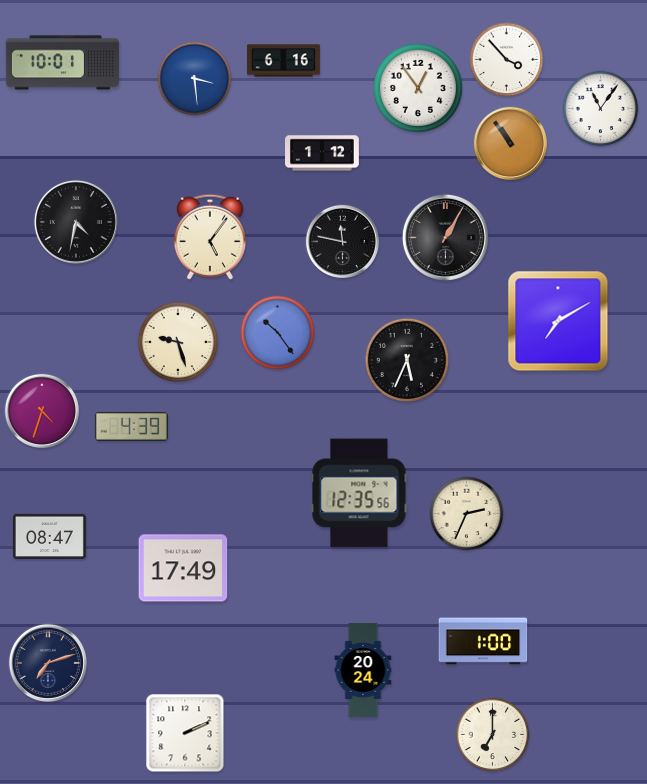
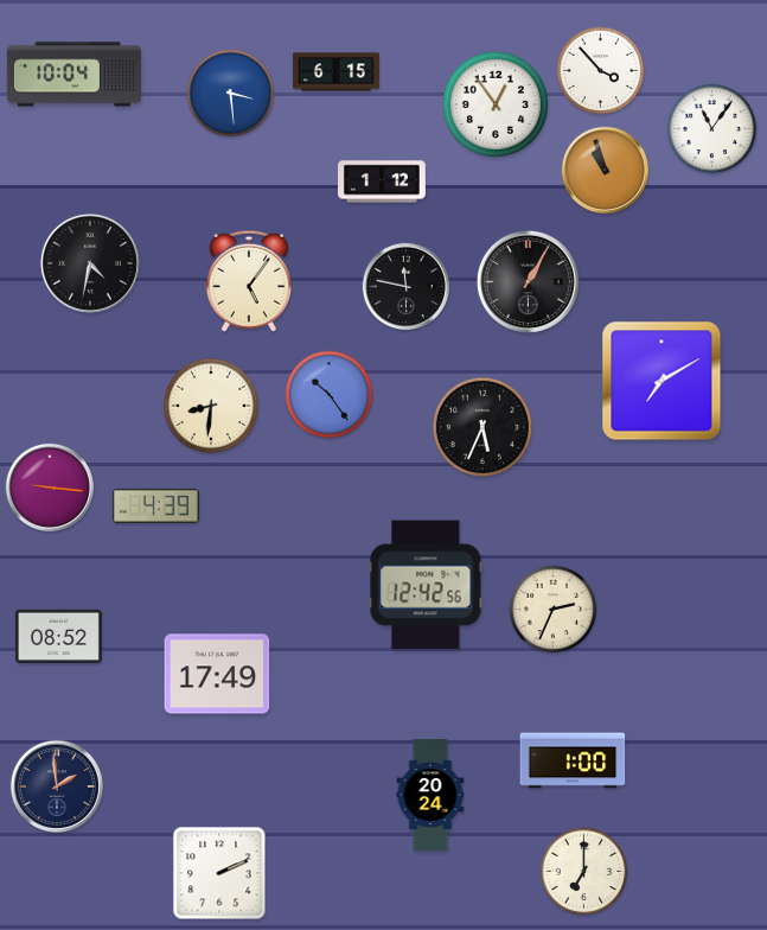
clock at (283, 61): 6:16 -> 6:15
clock at (62, 63): 10:01 -> 10:04
clock at (510, 143): 10:54 -> 10:57
clock at (178, 342): 9:27 -> 8:31
clock at (42, 411): 4:33 -> 9:16
clock at (359, 493): 12:35 -> 12:42
clock at (49, 536): 08:47 -> 08:52
clock at (48, 663): 7:12 -> 1:59
clock at (185, 733) position: (185, 733) -> (219, 873)
